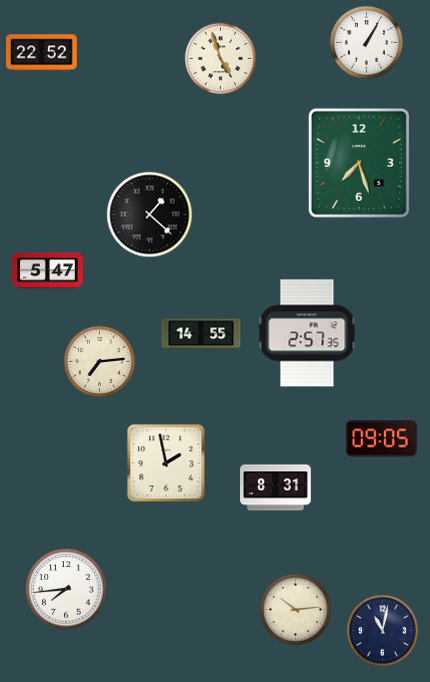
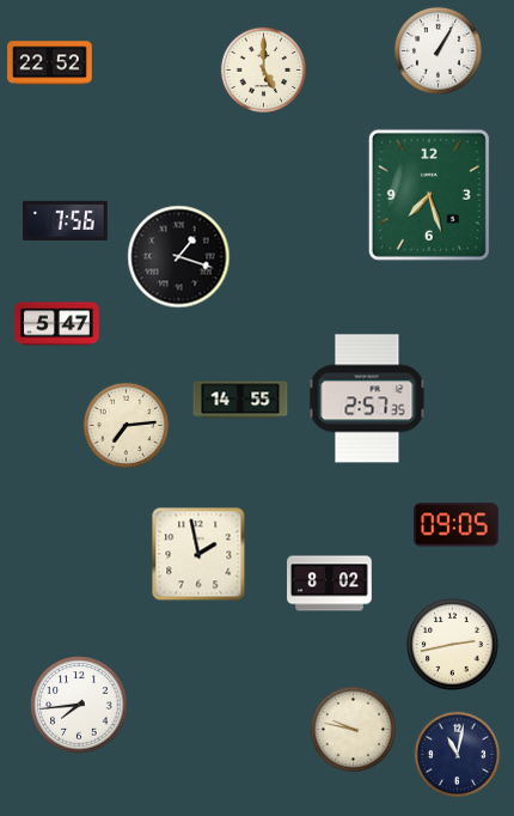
clock at (221, 59): 4:57 -> 5:00
clock at (66, 220): none -> 7:56
clock at (150, 215): 1:22 -> 1:18
clock at (100, 362) position: (100, 362) -> (127, 426)
clock at (276, 488): 8:31 -> 8:02
clock at (453, 645): none -> 2:43
clock at (296, 610): 10:14 -> 9:47
